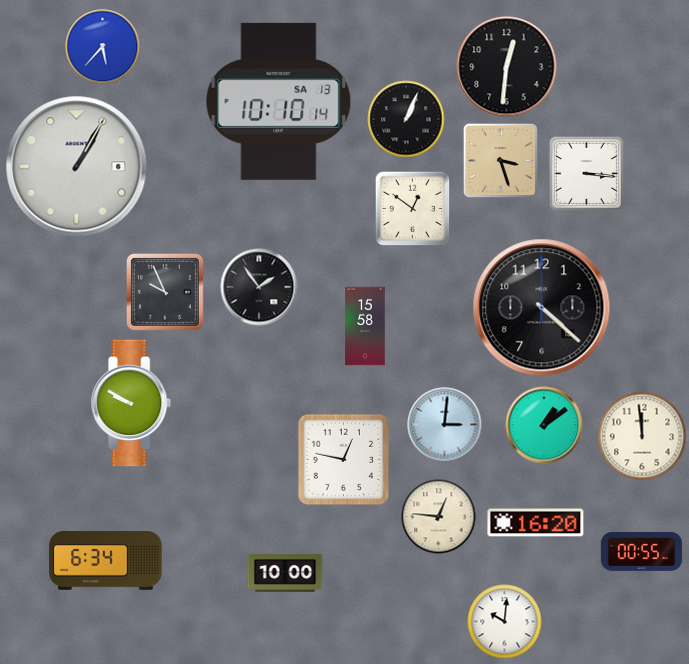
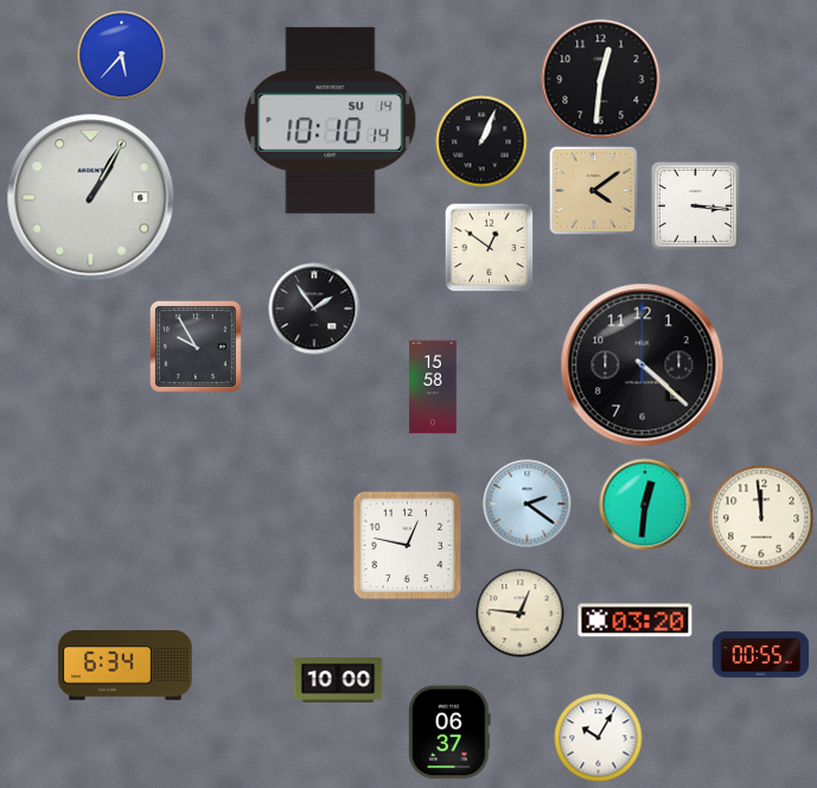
clock at (279, 101) date: SA 13 -> SU 14
clock at (500, 160): 3:27 -> 4:09
clock at (259, 287) position: (259, 287) -> (314, 309)
clock at (166, 293): 9:56 -> 9:55
clock at (132, 403): 9:50 -> none
clock at (445, 425): 3:01 -> 2:21
clock at (544, 425): 1:09 -> 12:31
clock at (536, 523): 16:20 -> 03:20
clock at (449, 732): none -> 06:37
clock at (505, 622): 10:01 -> 10:05
